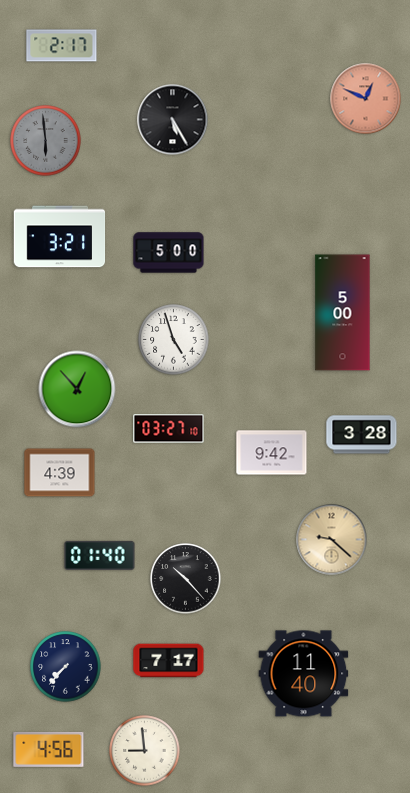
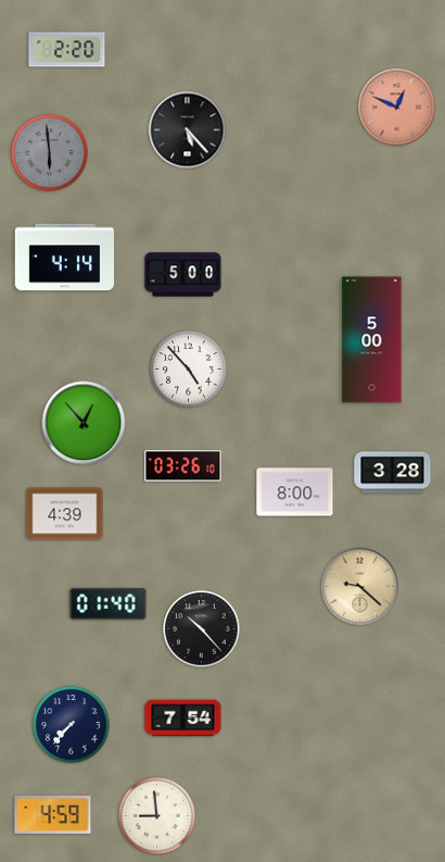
clock at (62, 46): 2:17 -> 2:20
clock at (173, 120): 5:25 -> 5:23
clock at (60, 237): 3:21 -> 4:14
clock at (174, 340): 4:57 -> 4:53
clock at (169, 429): 03:27 -> 03:26
clock at (272, 453): 9:42 -> 8:00
clock at (169, 661): 7:17 -> 7:54
clock at (304, 674): 11:40 -> none
clock at (49, 749): 4:56 -> 4:59
